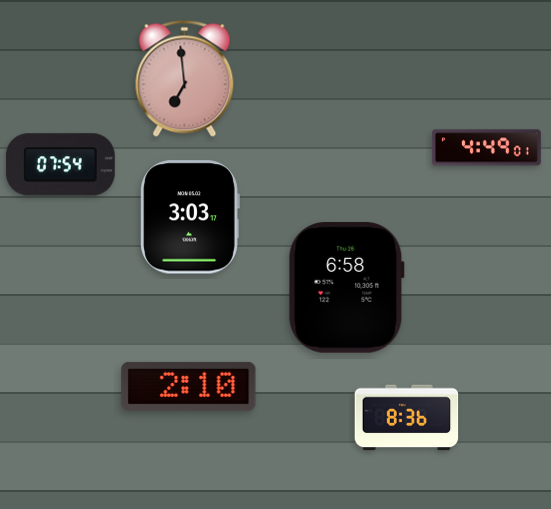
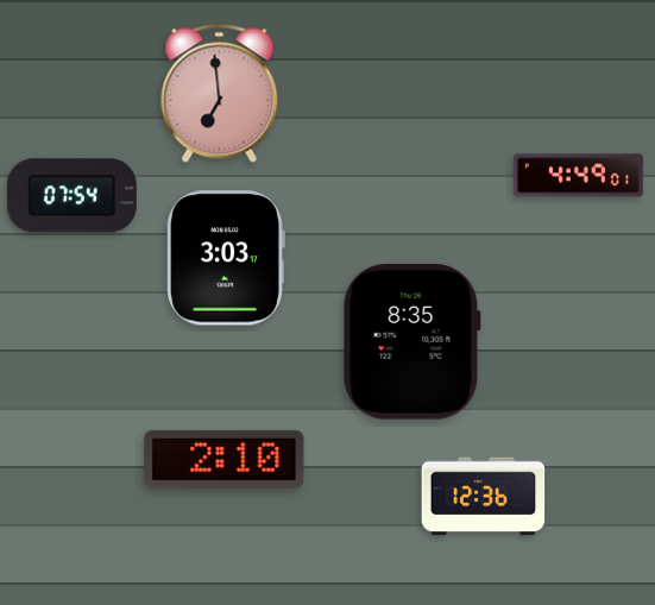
clock at (346, 288): 6:58 -> 8:35
clock at (407, 418): 8:36 -> 12:36
